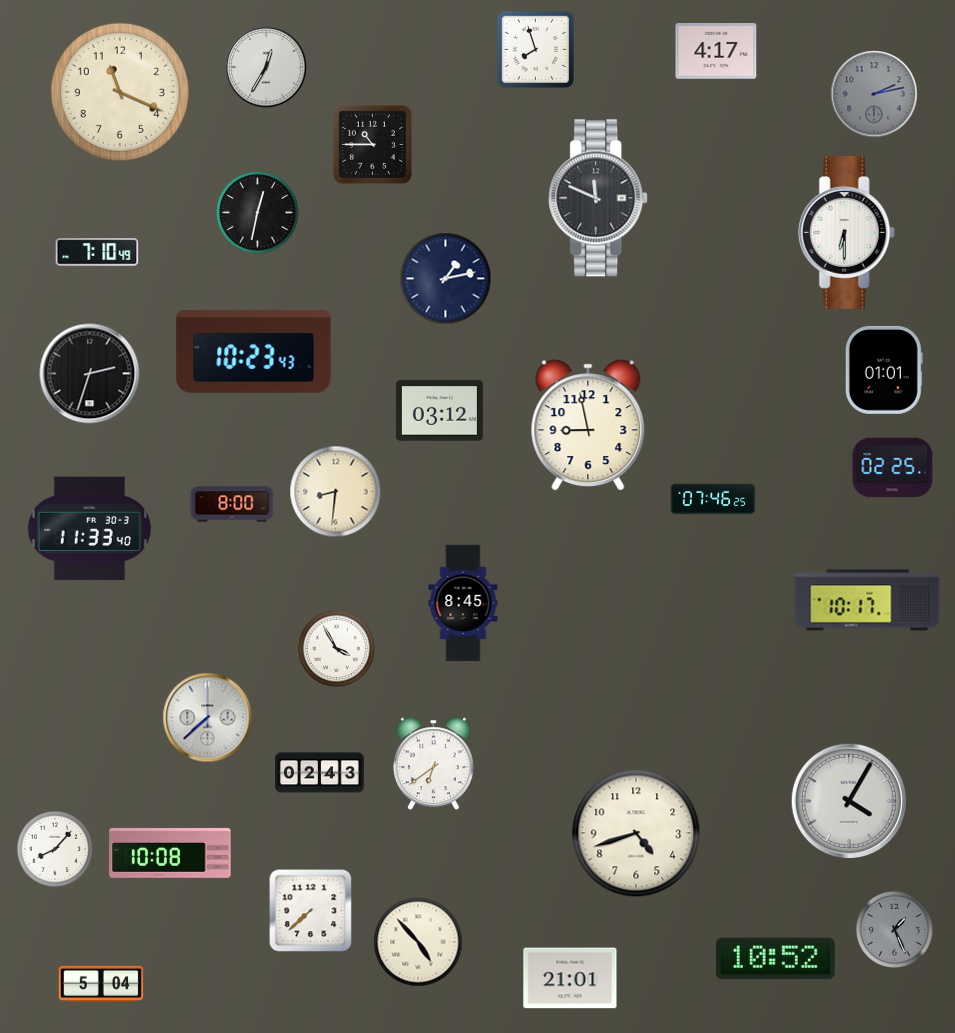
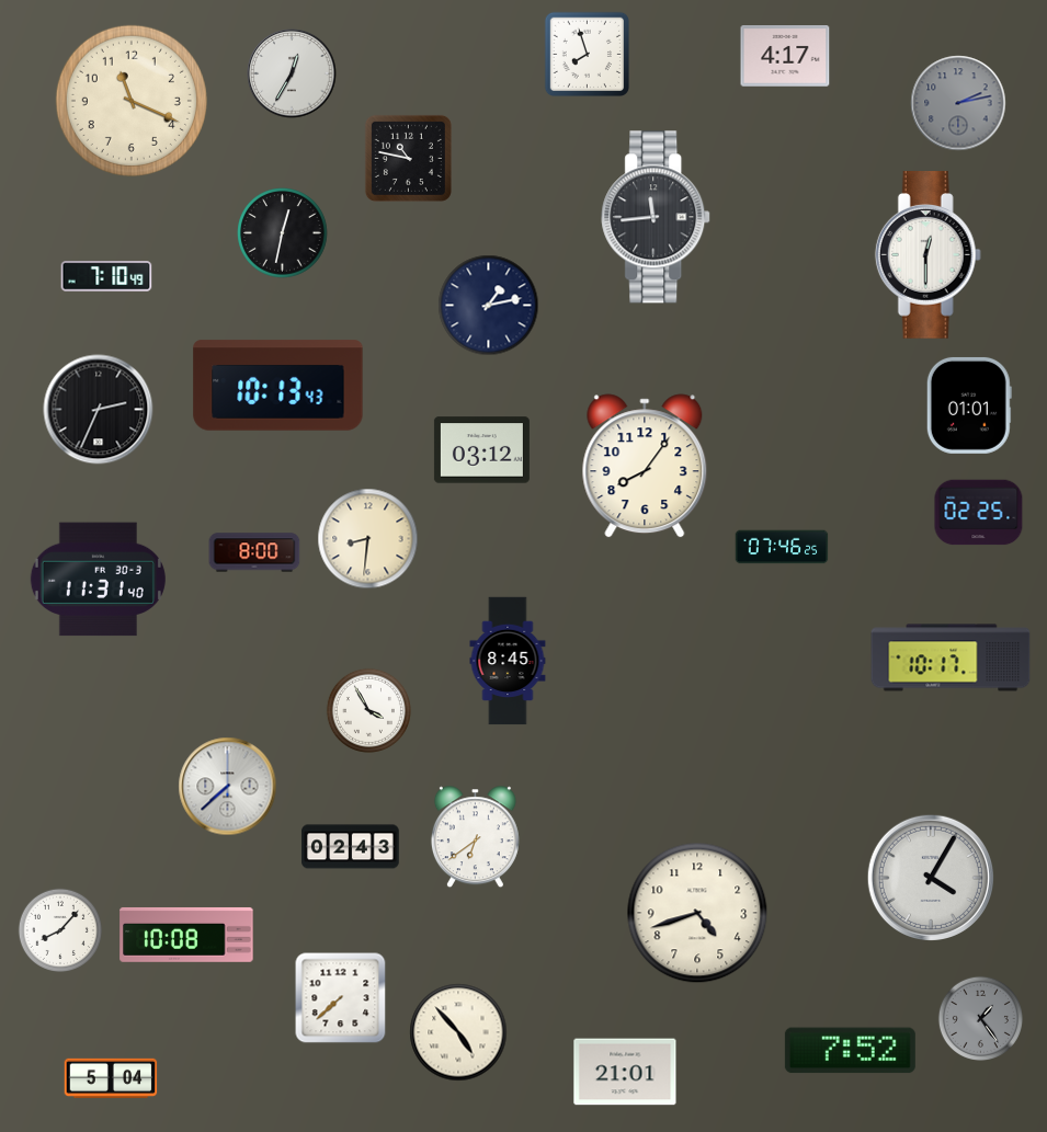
clock at (372, 144): 10:45 -> 10:47
clock at (599, 198): 11:49 -> 11:44
clock at (846, 233): 6:30 -> 12:30
clock at (254, 352): 10:23 -> 10:13
clock at (90, 374): 2:33 -> 2:34
clock at (588, 425): 8:58 -> 8:06
clock at (89, 529): 11:33 -> 11:31
clock at (894, 929): 1:26 -> 1:24
clock at (775, 959): 10:52 -> 7:52
